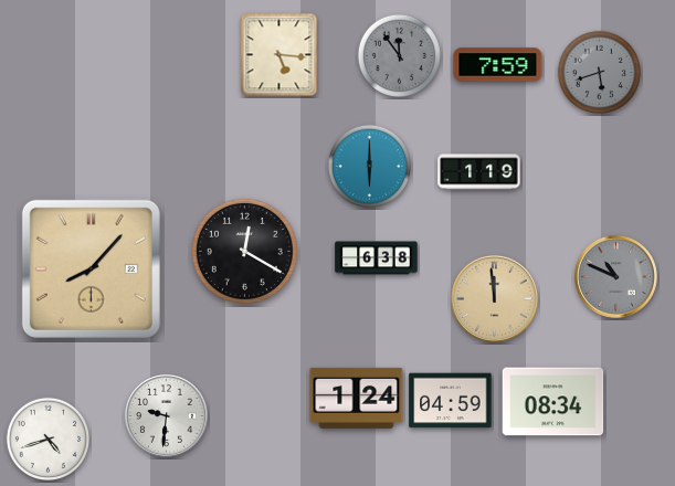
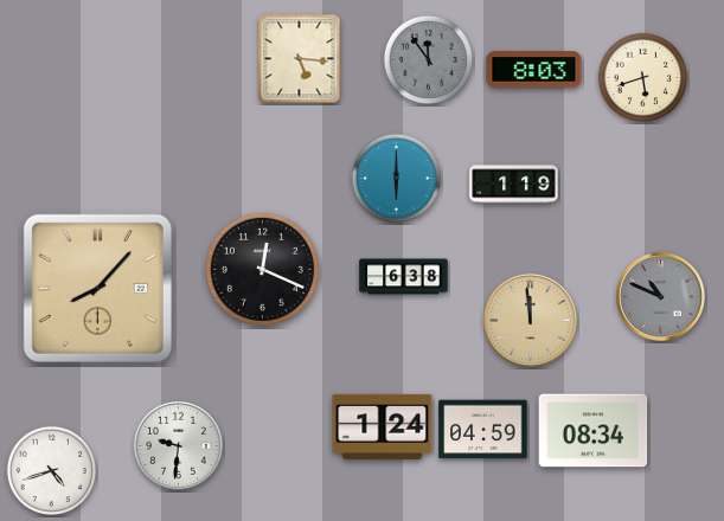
clock at (498, 65): 7:59 -> 8:03
clock at (600, 73) dial: grey -> cream
clock at (244, 251): 12:20 -> 12:19
